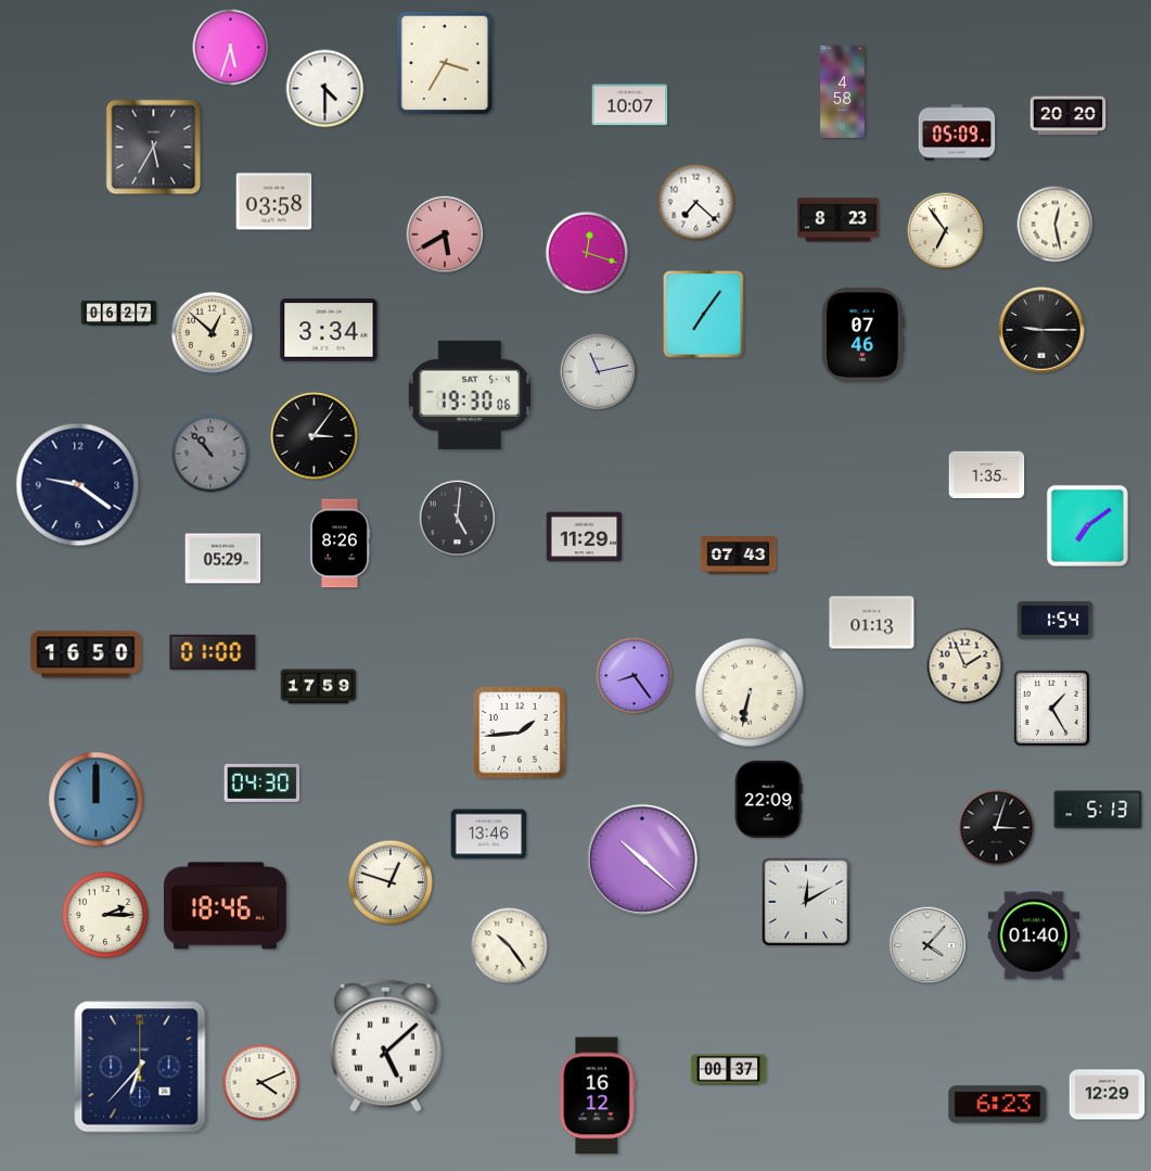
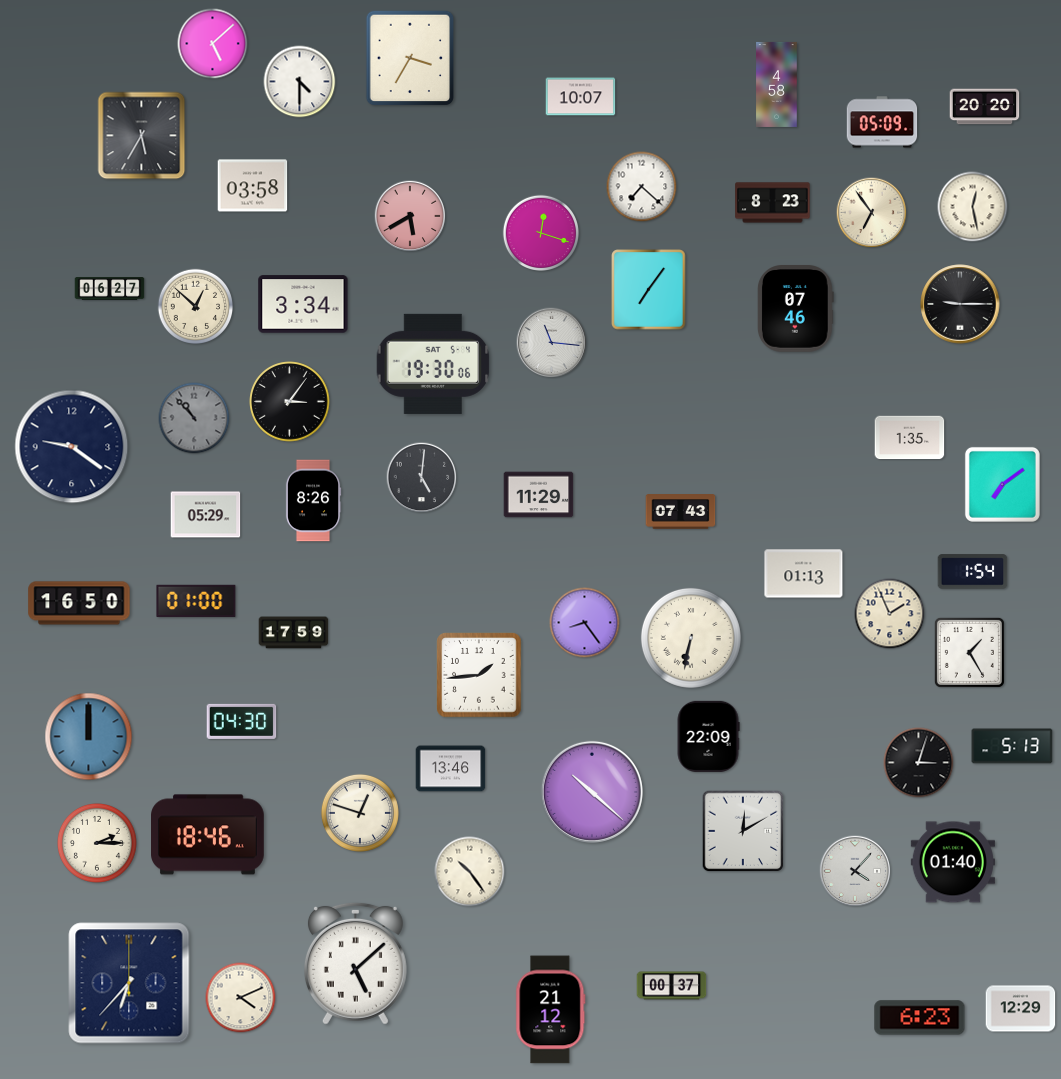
clock at (231, 48): 5:33 -> 5:08
clock at (599, 372): 11:13 -> 11:16
clock at (598, 1096): 16:12 -> 21:12
